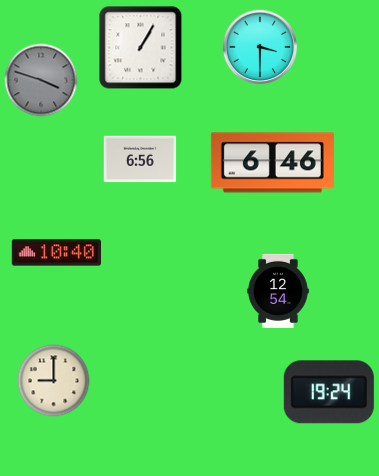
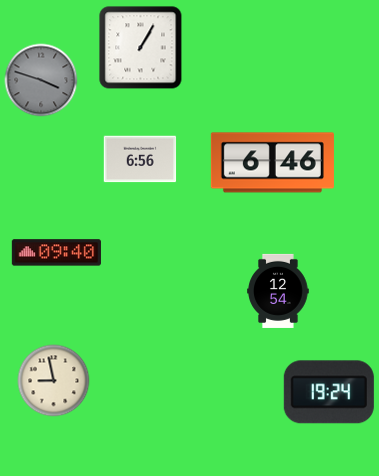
clock at (260, 47): 3:30 -> none
clock at (56, 253): 10:40 -> 09:40
clock at (54, 381): 9:00 -> 8:58
